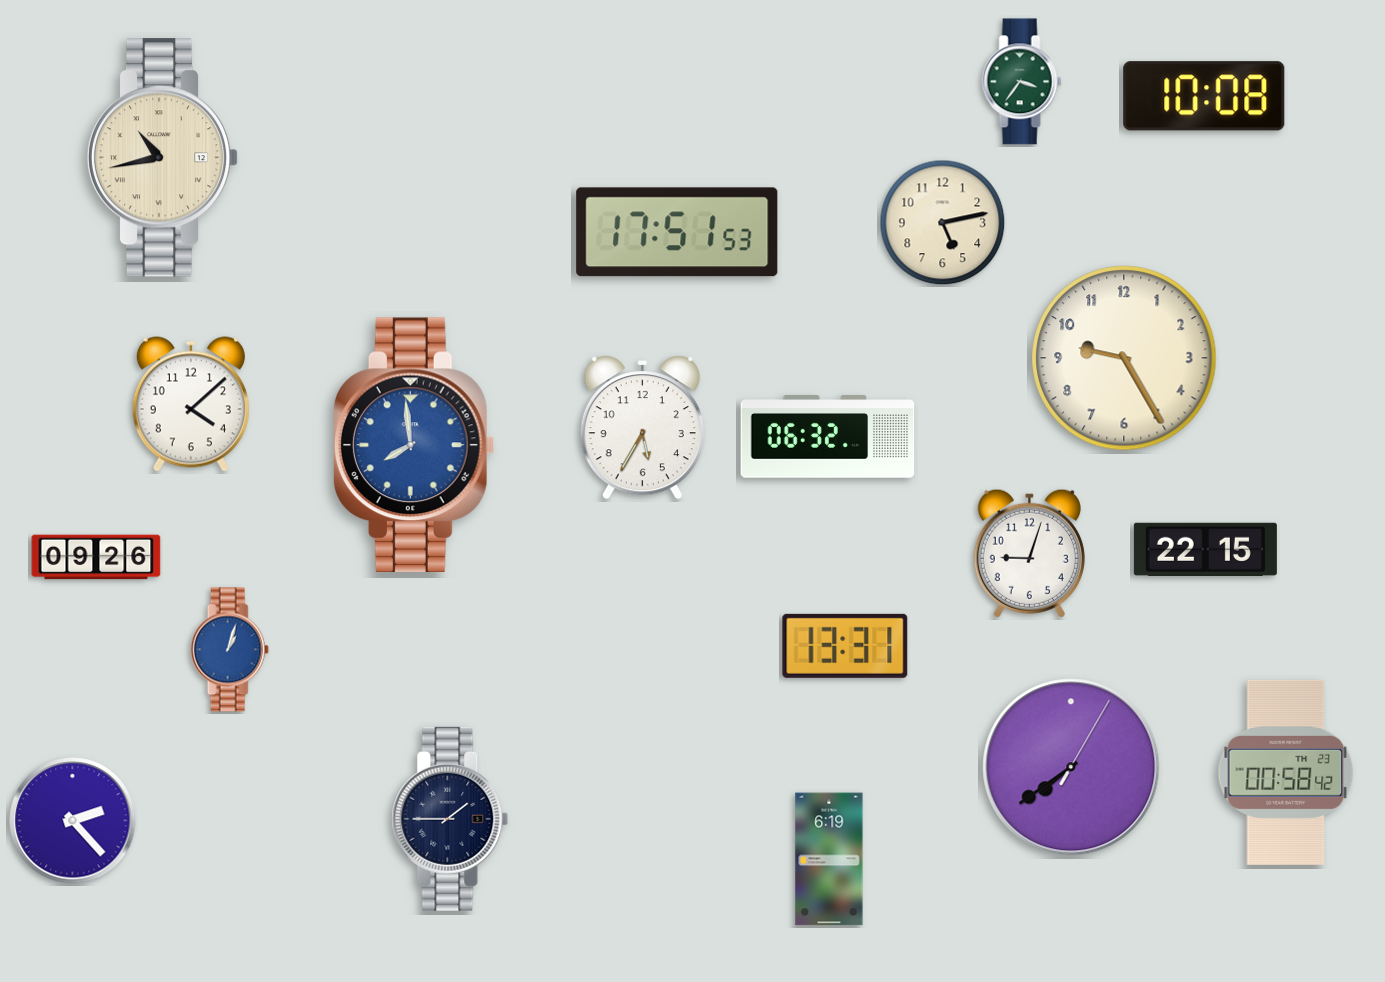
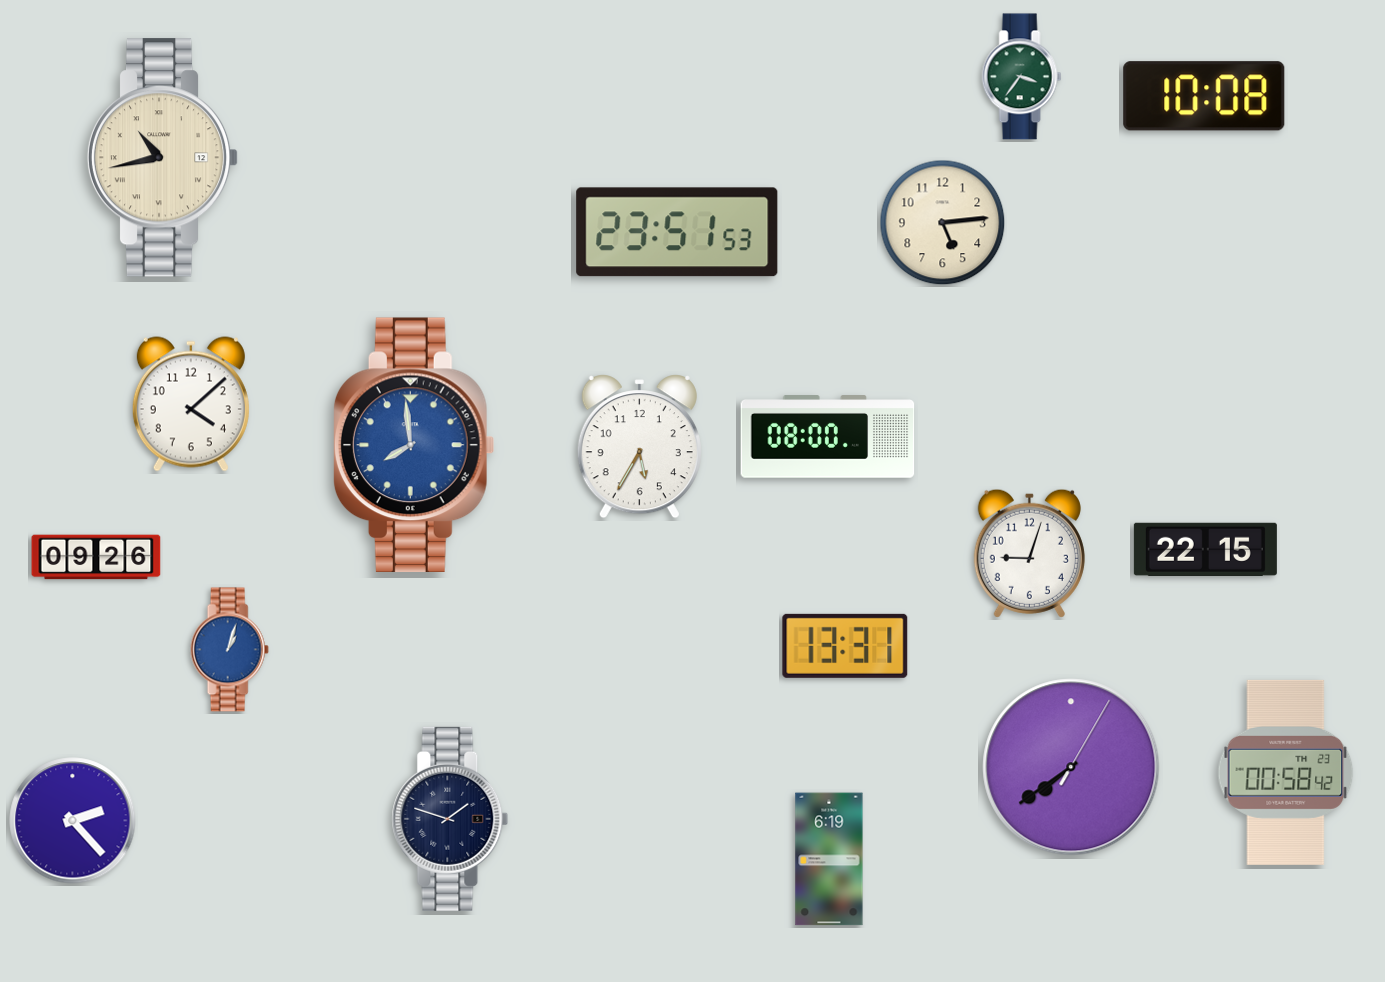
clock at (1022, 82) position: (1022, 82) -> (1022, 77)
clock at (943, 223): 5:13 -> 5:14
clock at (677, 232): 17:51 -> 23:51
clock at (1124, 358): 9:25 -> none
clock at (642, 428) position: (642, 428) -> (639, 447)
clock at (828, 437): 06:32 -> 08:00
clock at (450, 819): 1:45 -> 1:48
